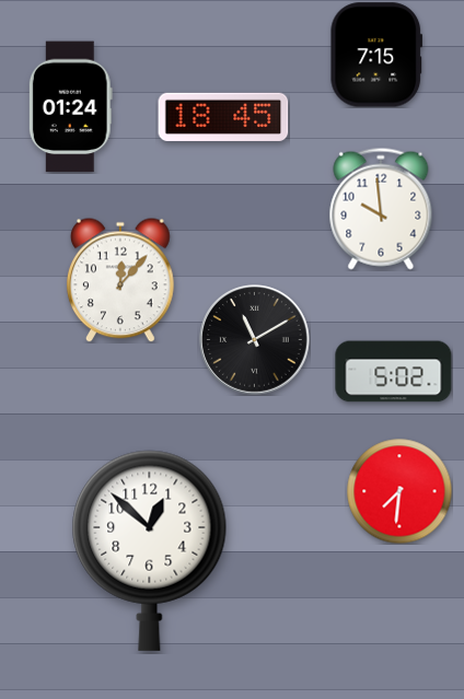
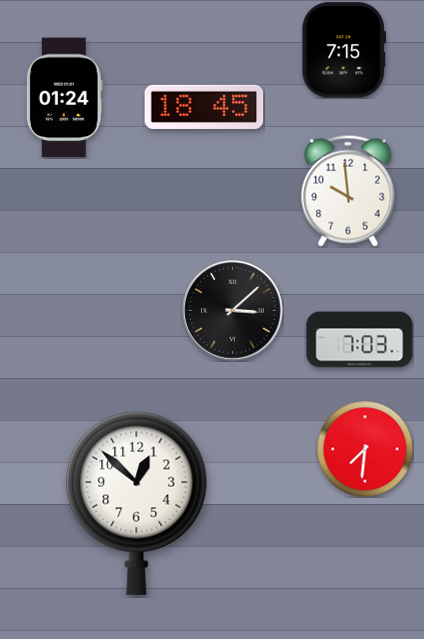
clock at (120, 280): 12:07 -> none
clock at (255, 340): 11:10 -> 3:08
clock at (394, 372): 5:02 -> 7:03
